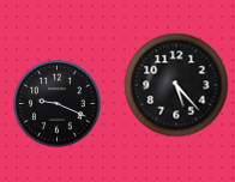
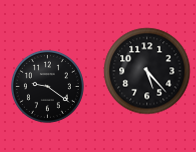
clock at (56, 103): 9:19 -> 9:21
